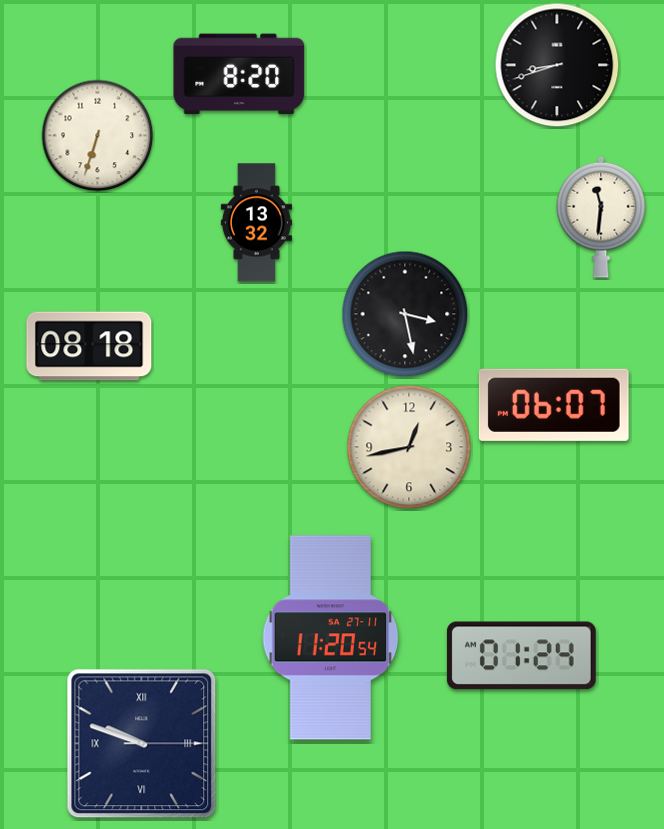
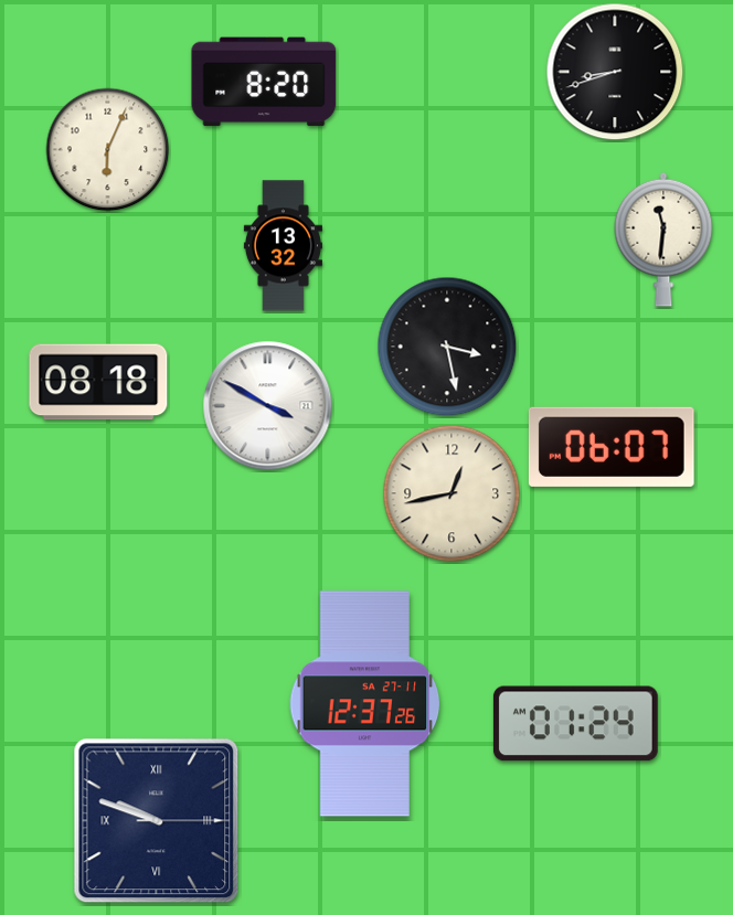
clock at (98, 136): 6:33 -> 6:04
clock at (268, 406): none -> 3:50
clock at (331, 638): 11:20 -> 12:37
